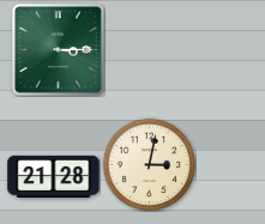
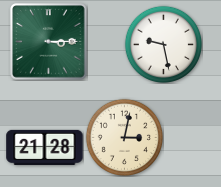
clock at (163, 44): none -> 9:28
